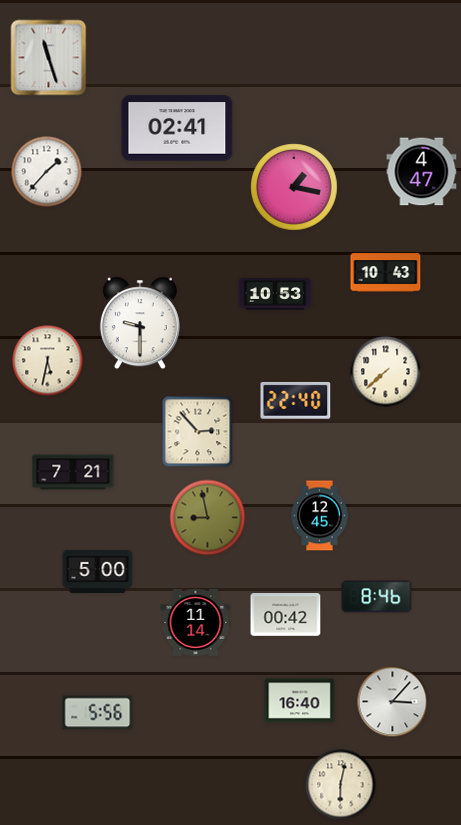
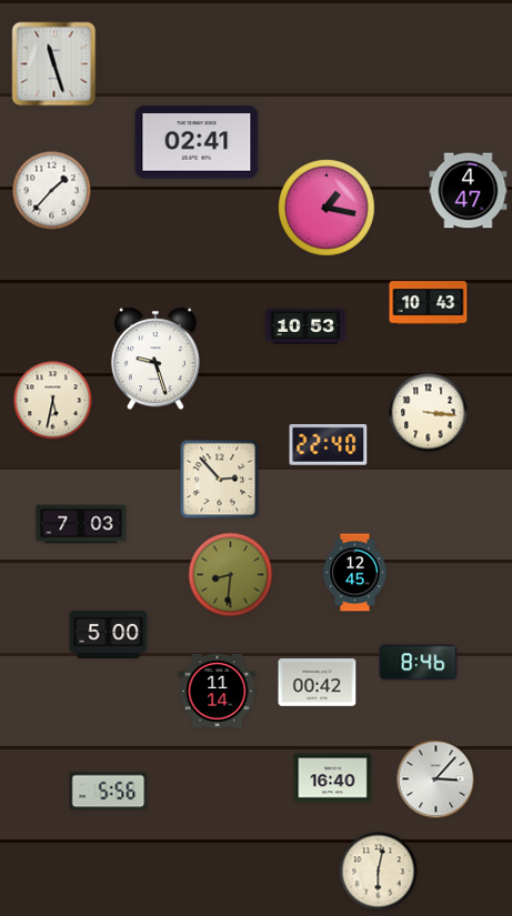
clock at (140, 323): 9:30 -> 9:27
clock at (386, 372): 7:38 -> 3:16
clock at (73, 472): 7:21 -> 7:03
clock at (208, 518): 8:58 -> 8:31
